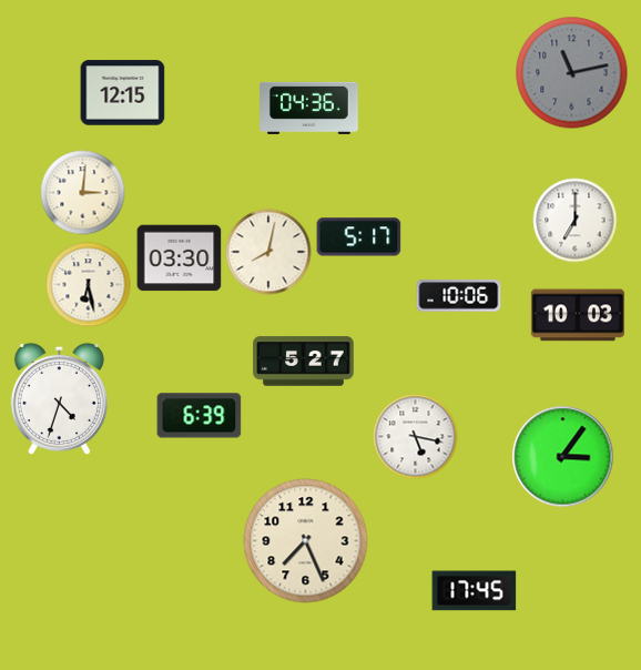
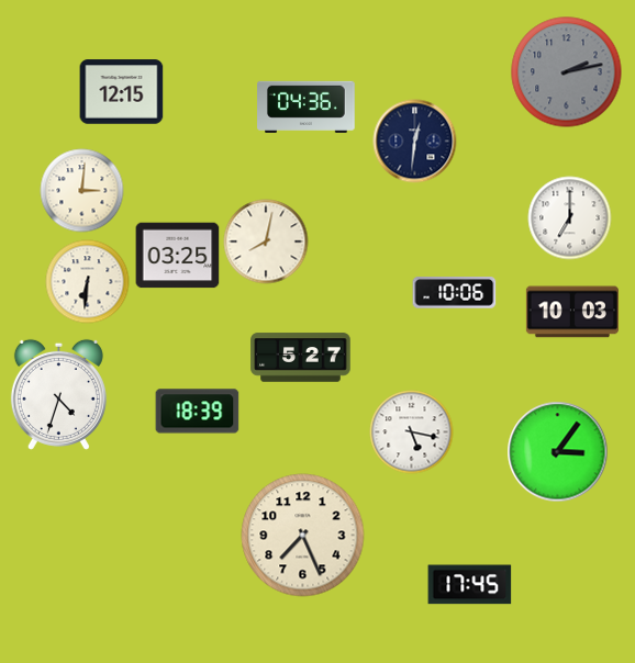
clock at (572, 73): 11:13 -> 2:13
clock at (415, 142): none -> 12:31
clock at (359, 237): 5:17 -> none
clock at (268, 252) position: (268, 252) -> (266, 241)
clock at (180, 258): 03:30 -> 03:25
clock at (89, 285): 6:28 -> 6:31
clock at (200, 416): 6:39 -> 18:39
